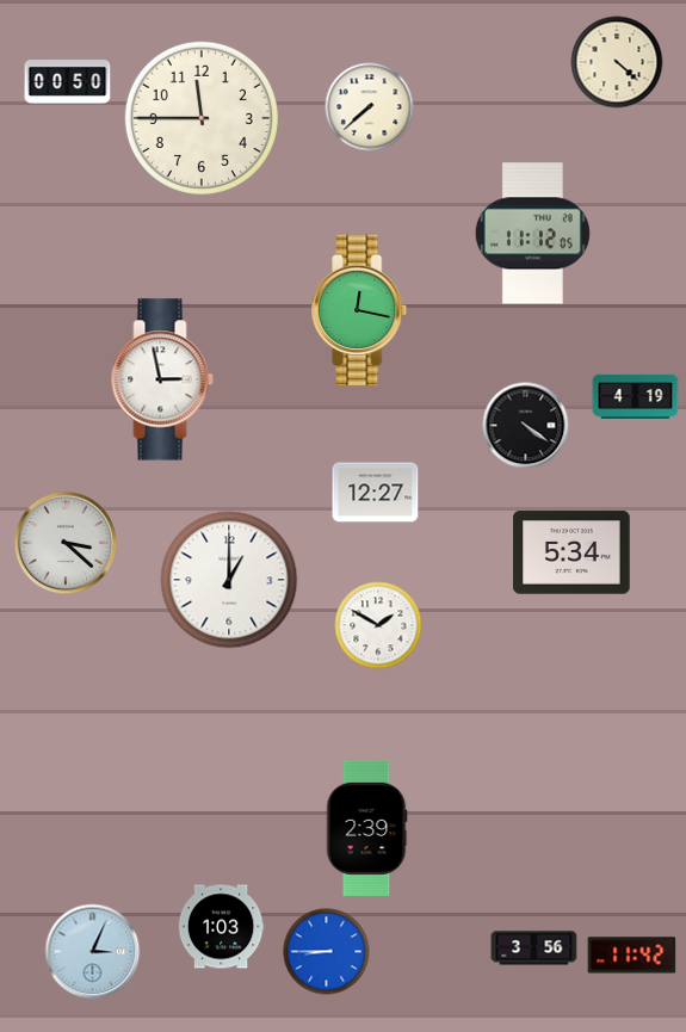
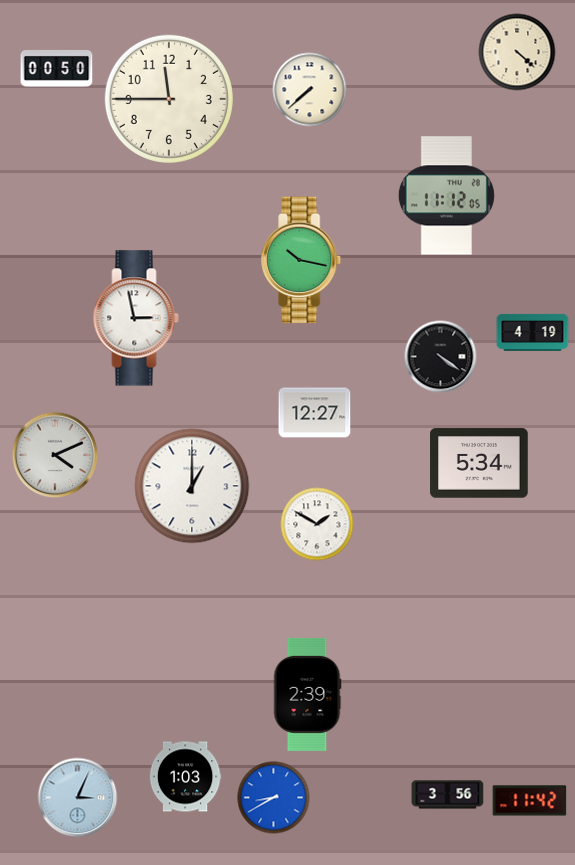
clock at (360, 310): 12:17 -> 10:17
clock at (66, 543): 3:22 -> 4:11
clock at (327, 952): 8:45 -> 8:40
